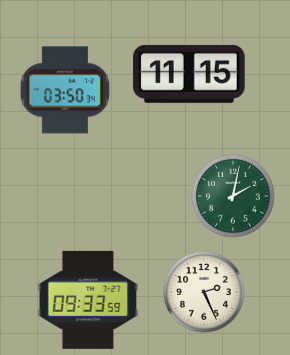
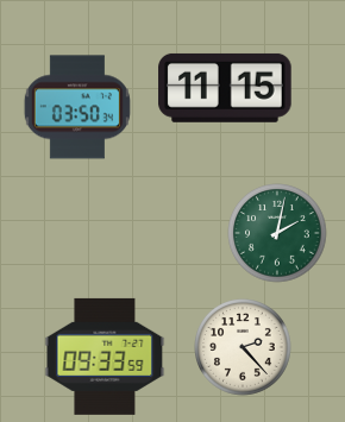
clock at (205, 293): 2:26 -> 2:23
